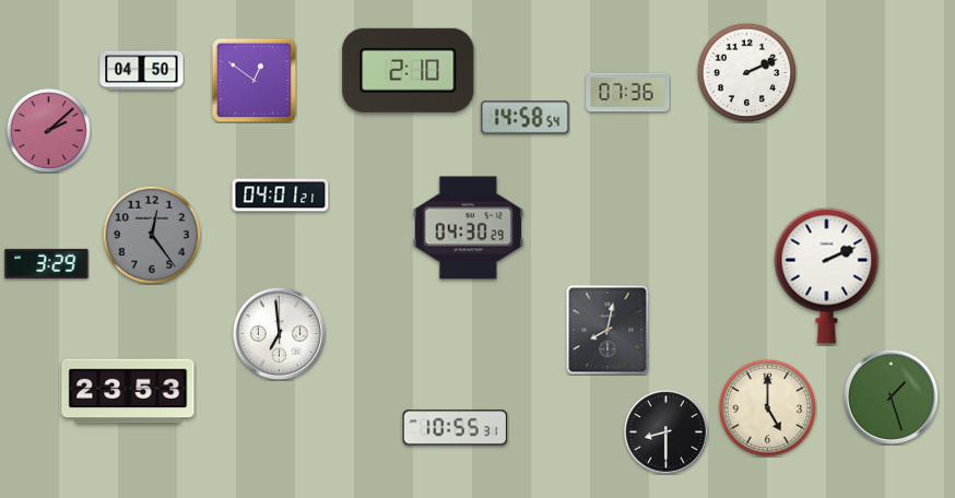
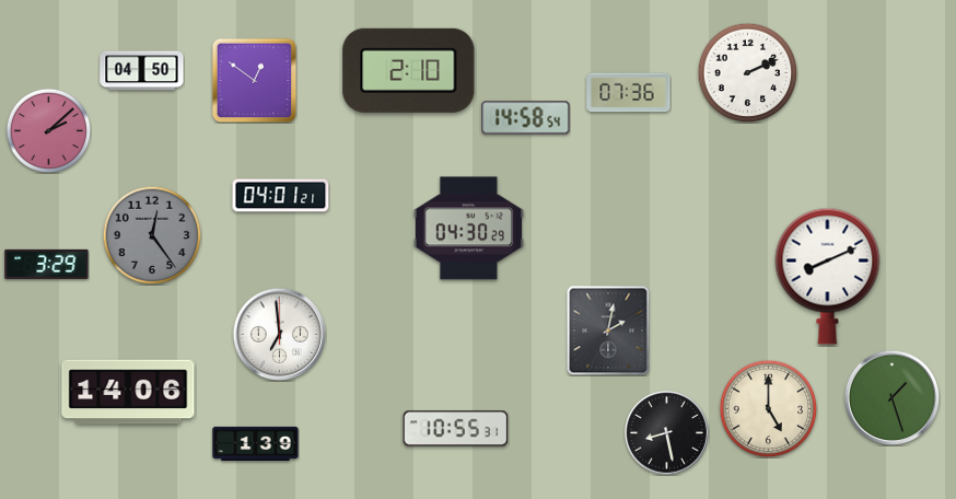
clock at (827, 275): 2:11 -> 8:11
clock at (608, 330): 8:02 -> 2:02
clock at (128, 391): 23:53 -> 14:06
clock at (667, 432): 8:30 -> 8:28
clock at (256, 443): none -> 1:39
